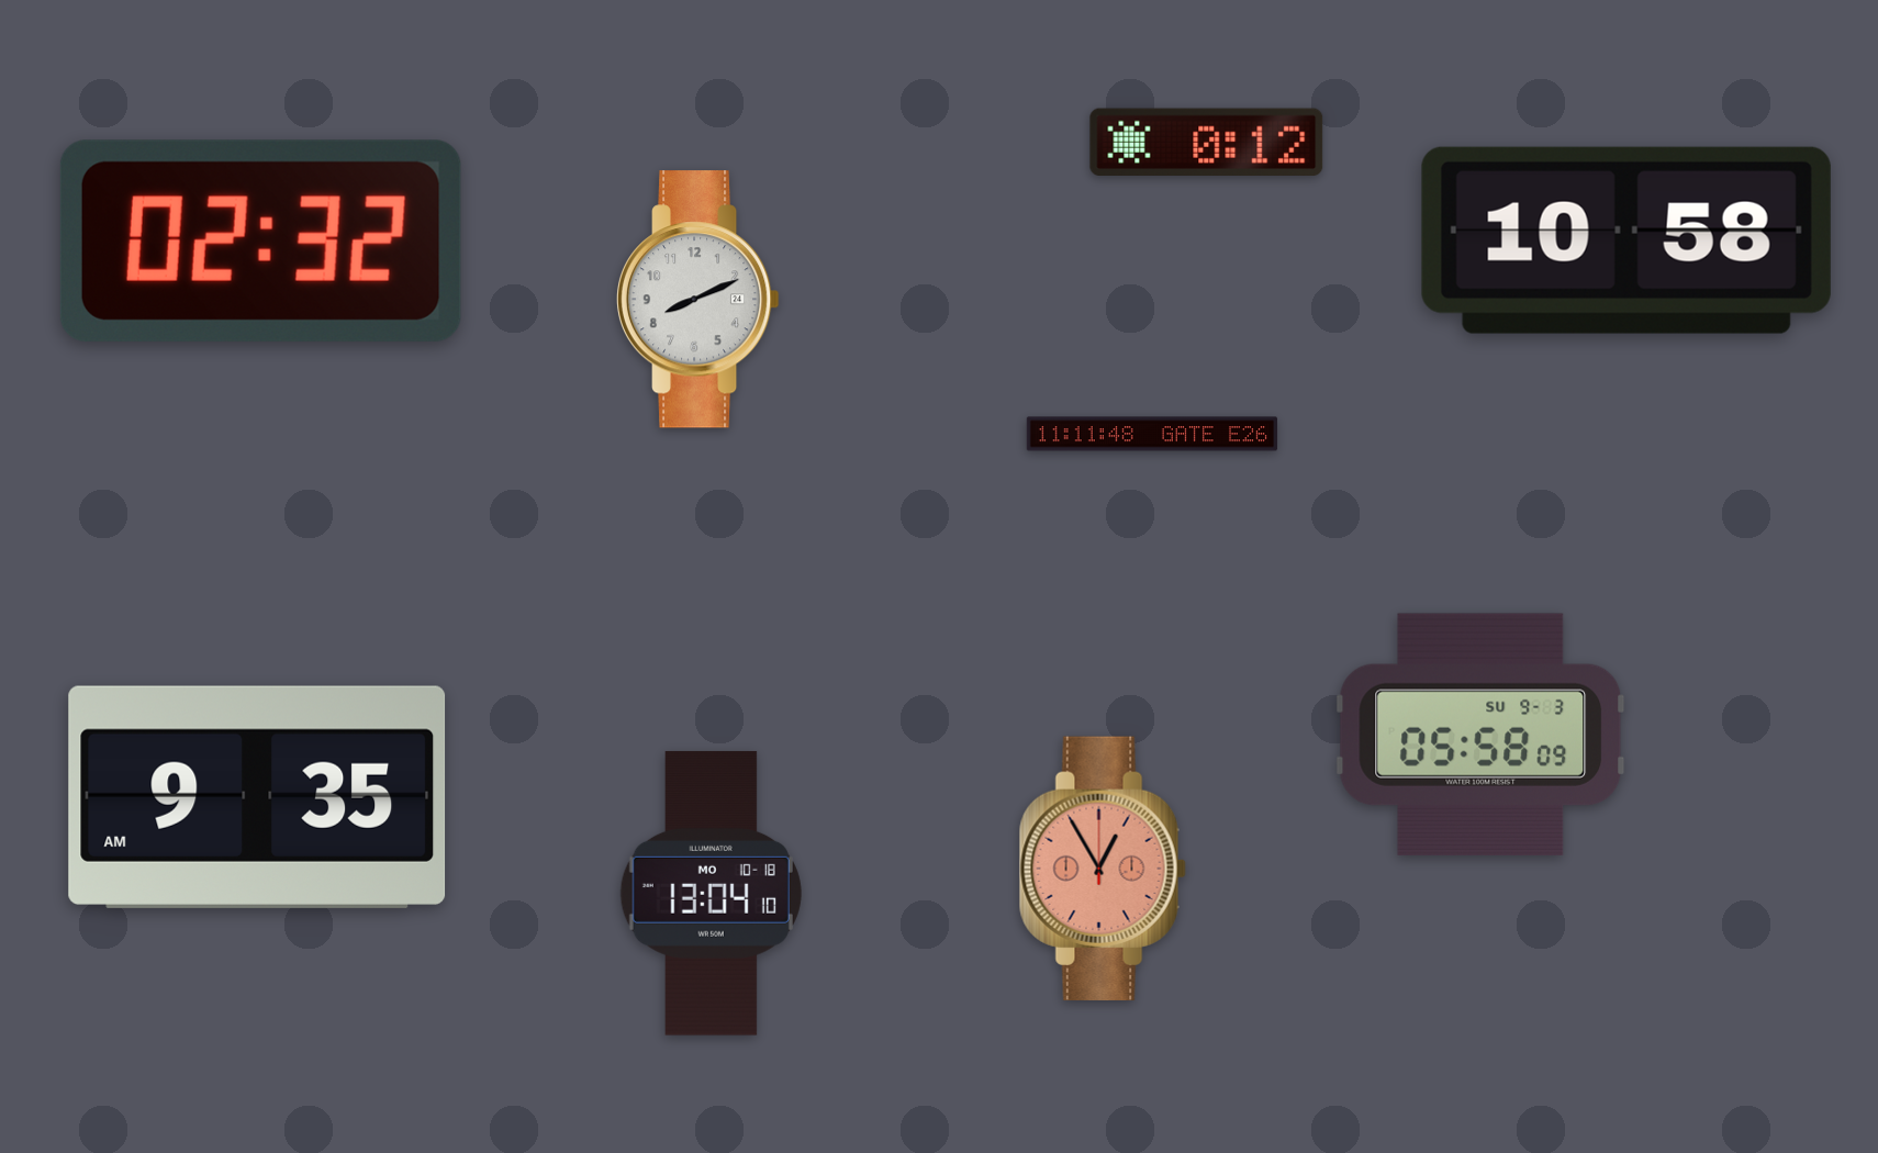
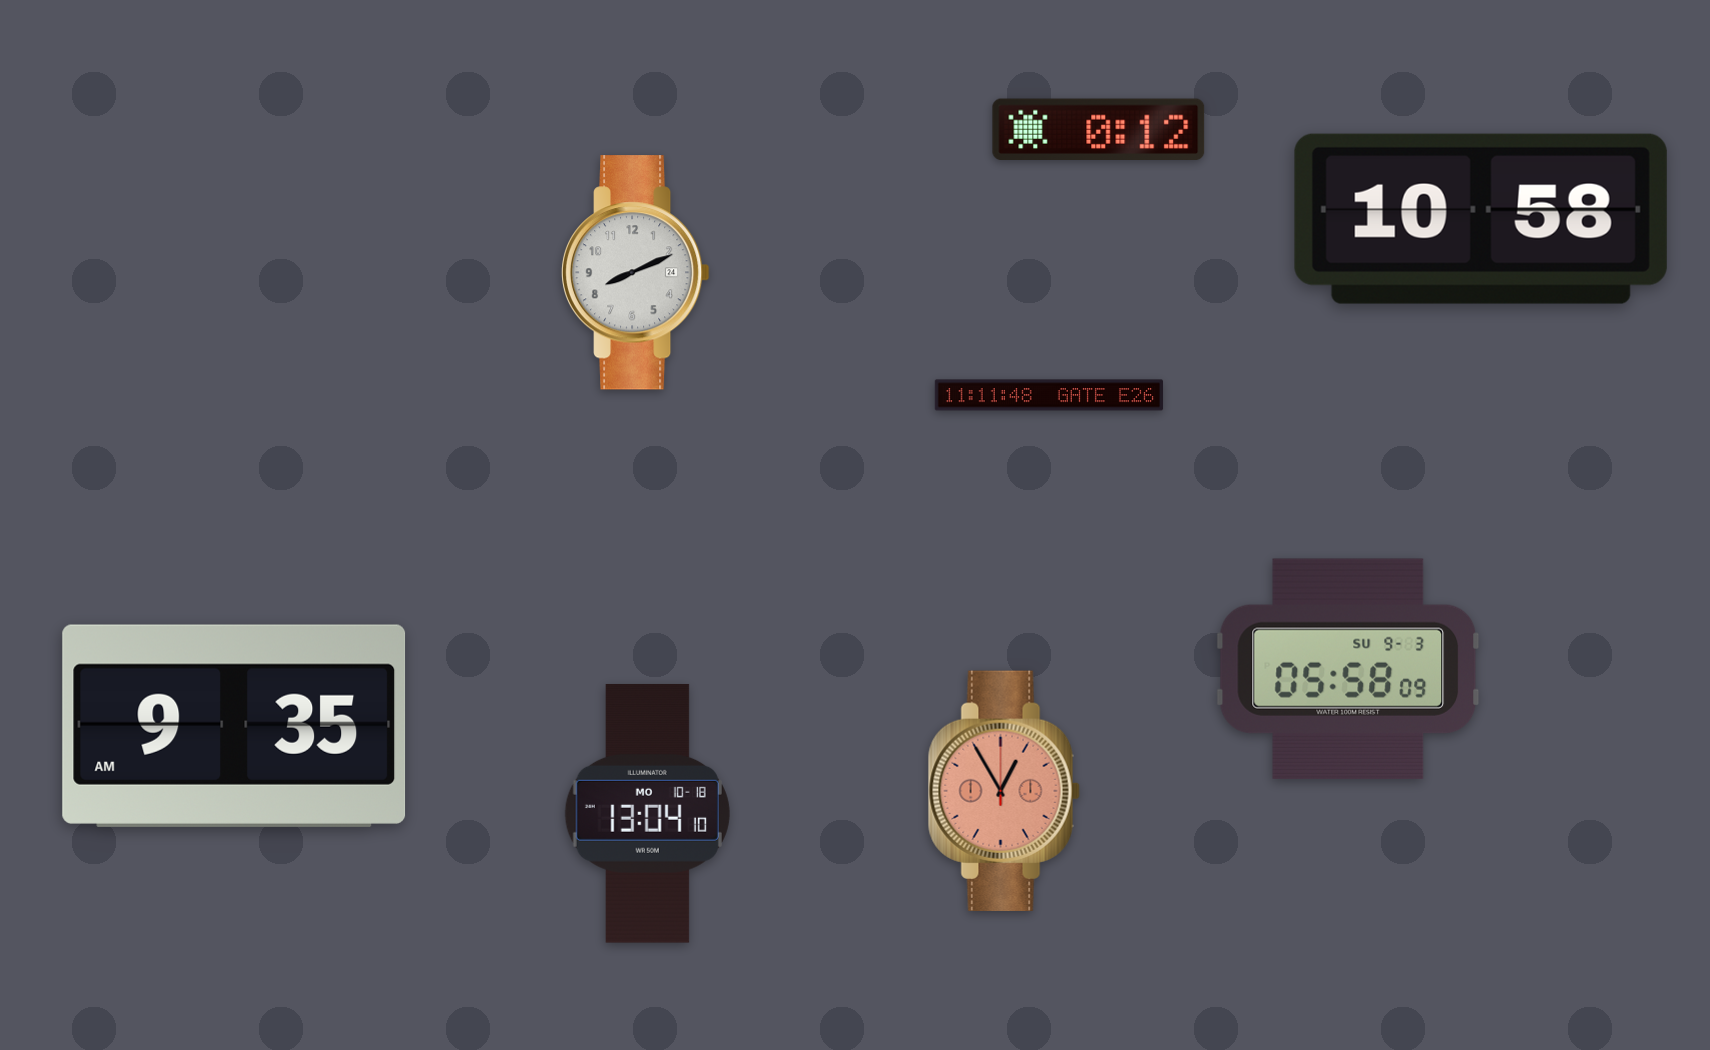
clock at (260, 240): 02:32 -> none
